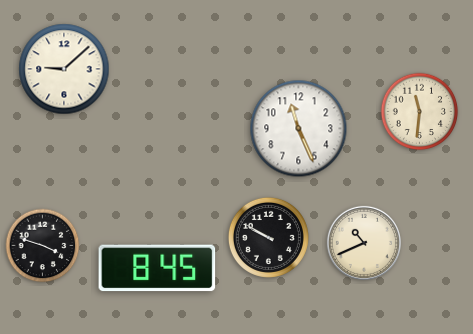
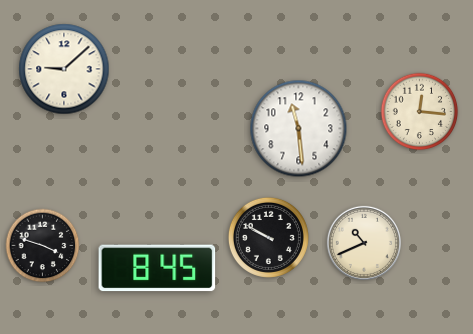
clock at (420, 112): 11:31 -> 12:16
clock at (299, 129): 11:26 -> 11:29
